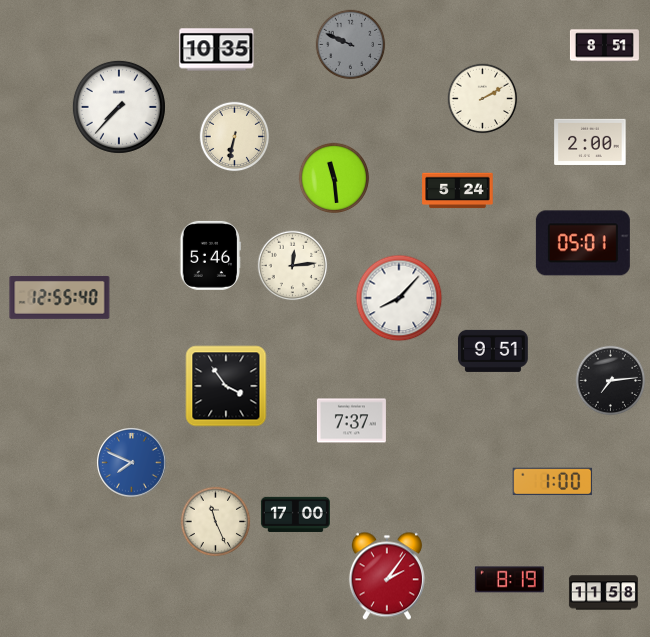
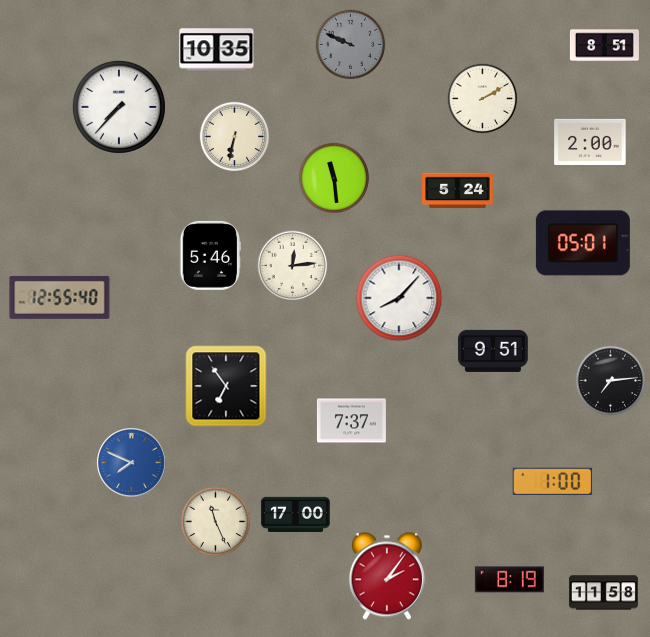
clock at (226, 386): 3:54 -> 6:54
